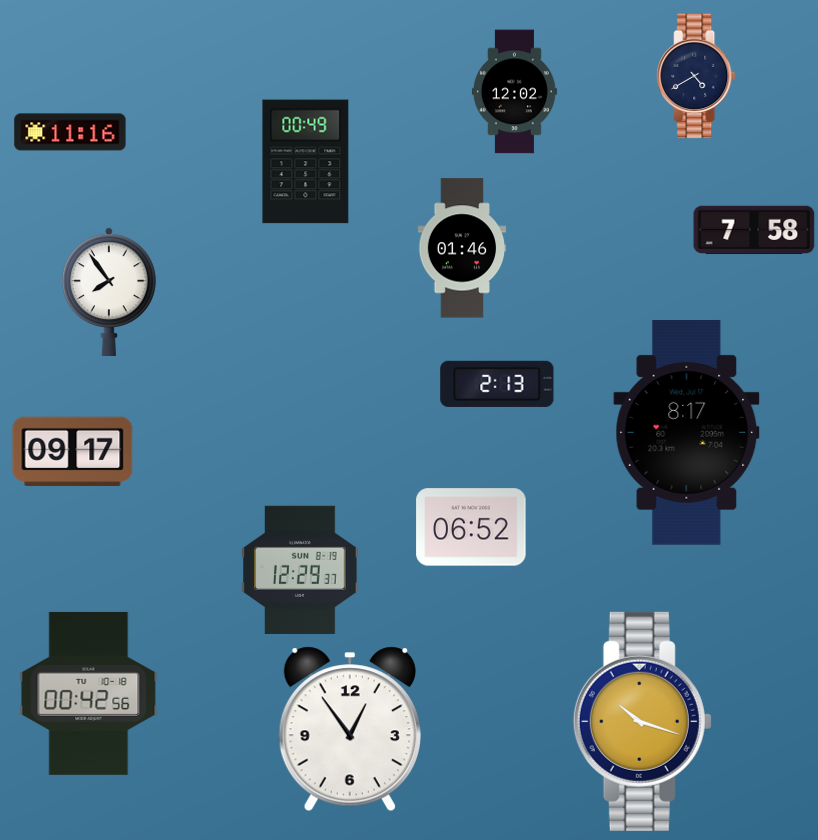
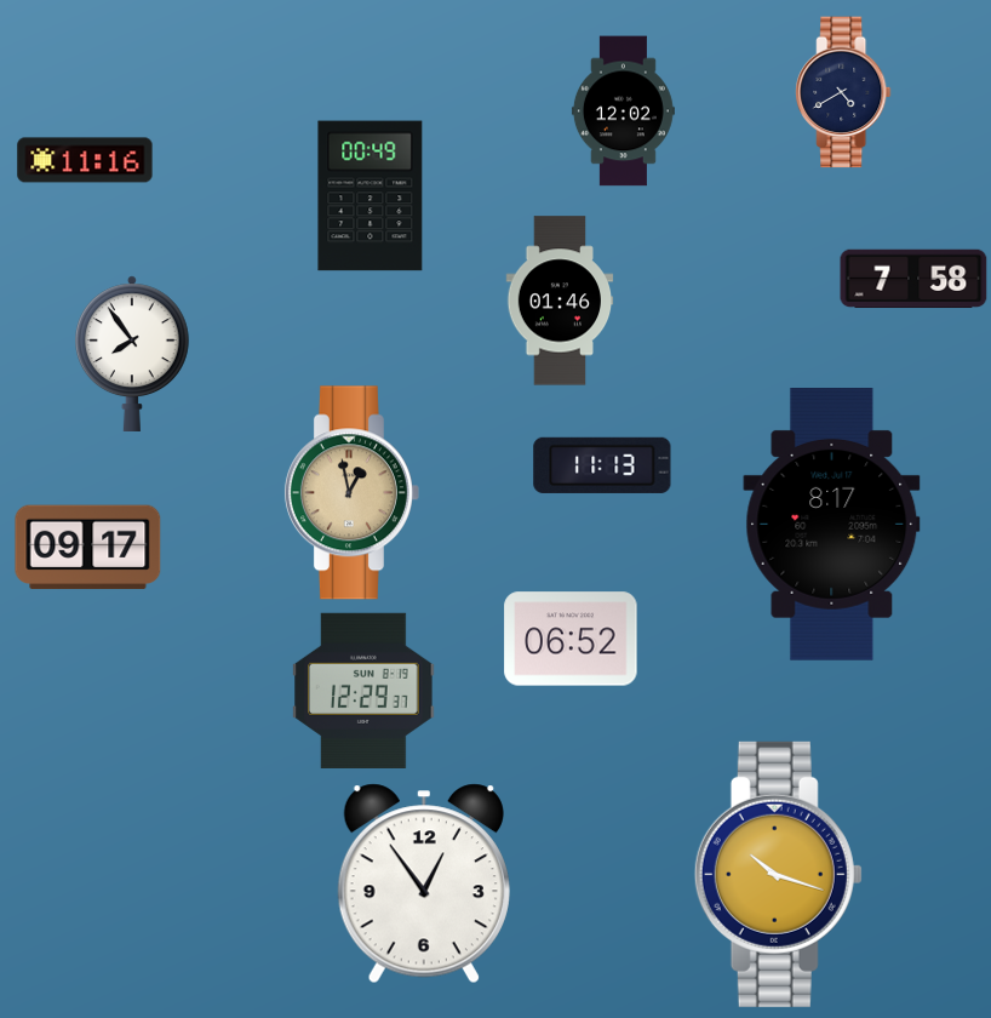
clock at (497, 384): 2:13 -> 11:13
clock at (351, 493): none -> 12:58
clock at (89, 693): 00:42 -> none
